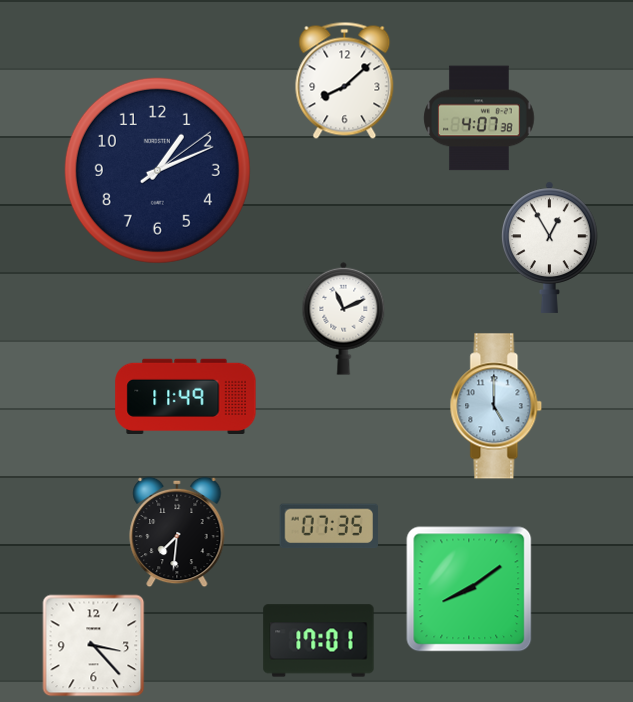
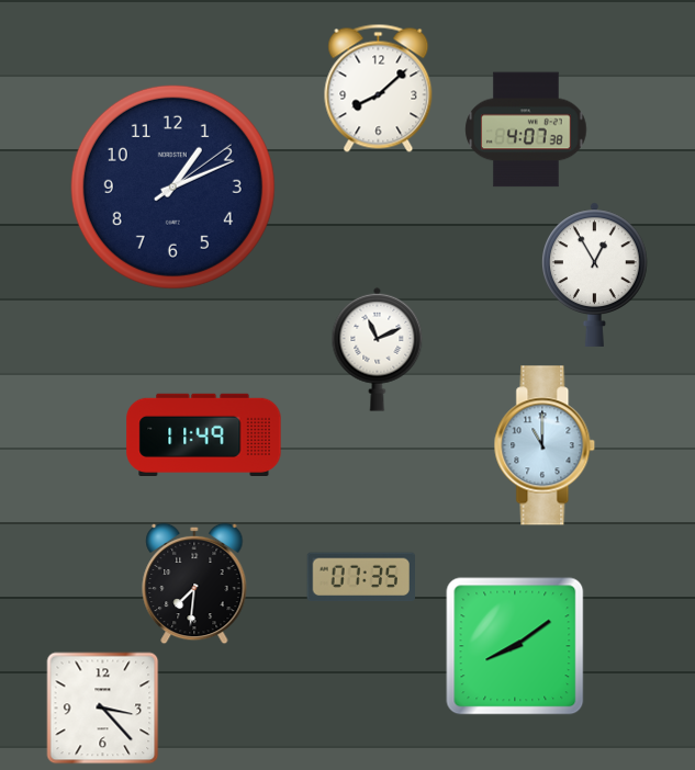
clock at (550, 247) position: (550, 247) -> (595, 274)
clock at (496, 406): 5:00 -> 11:00
clock at (319, 641): 17:01 -> none
